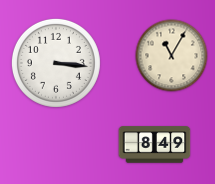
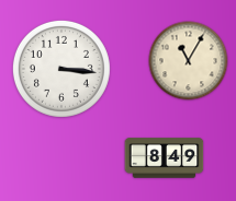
clock at (155, 145) position: (155, 145) -> (165, 158)
